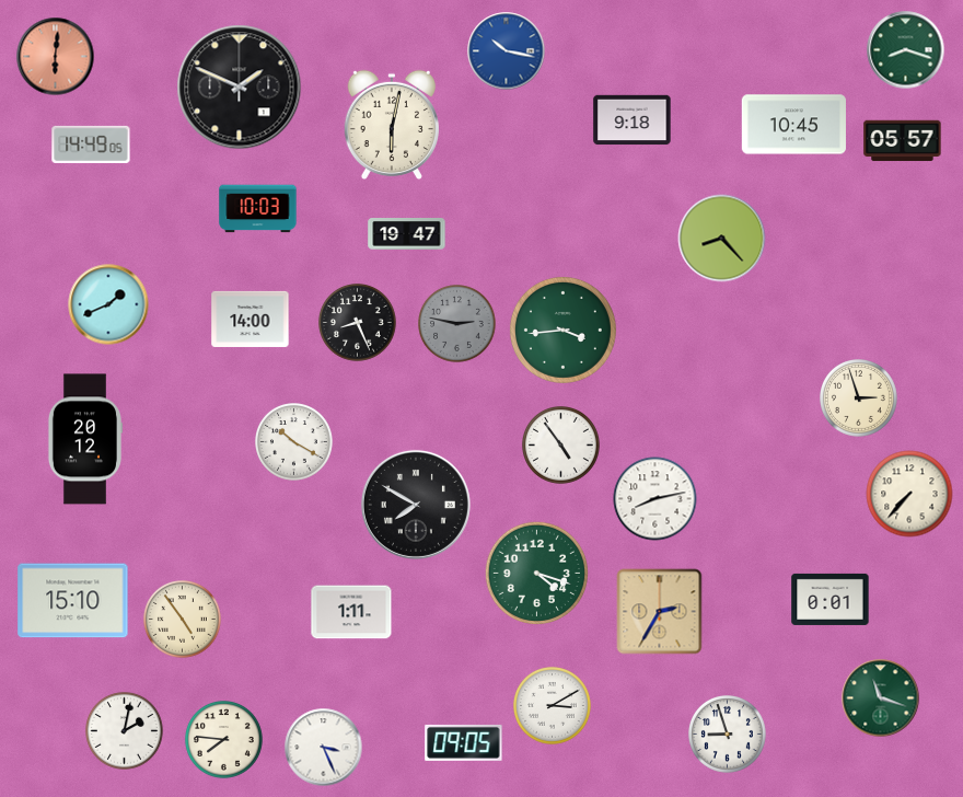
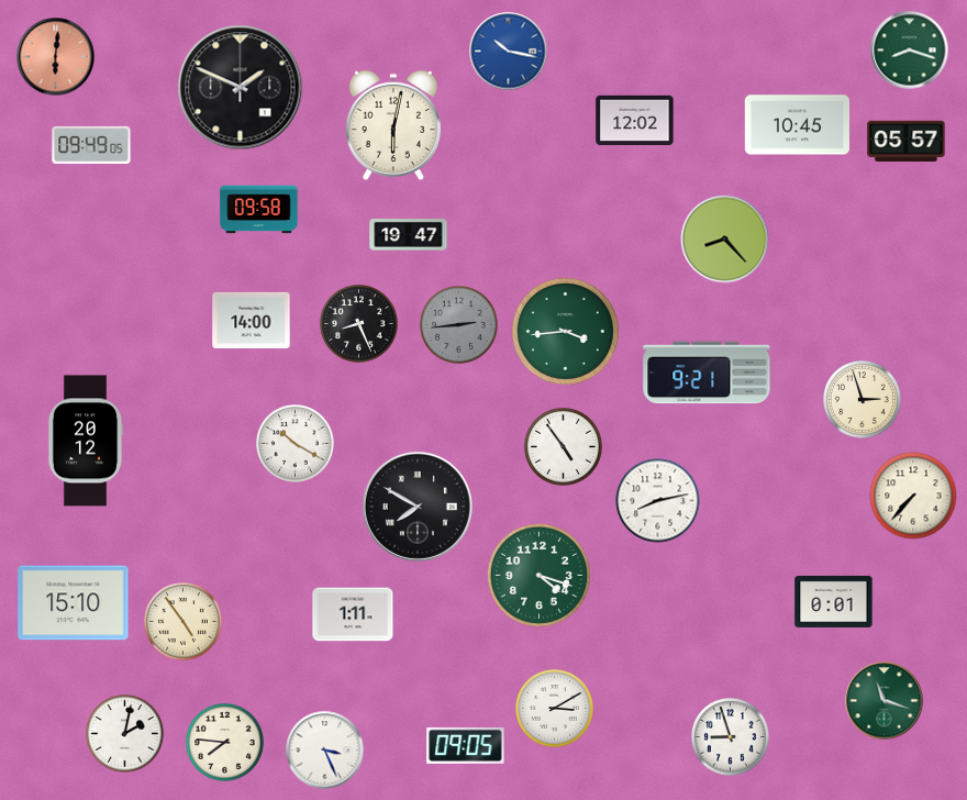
clock at (633, 120): 9:18 -> 12:02
clock at (91, 145): 14:49 -> 09:49
clock at (258, 209): 10:03 -> 09:58
clock at (108, 304): 1:41 -> none
clock at (457, 324): 2:47 -> 2:44
clock at (707, 373): none -> 9:21
clock at (660, 612): 2:35 -> none
